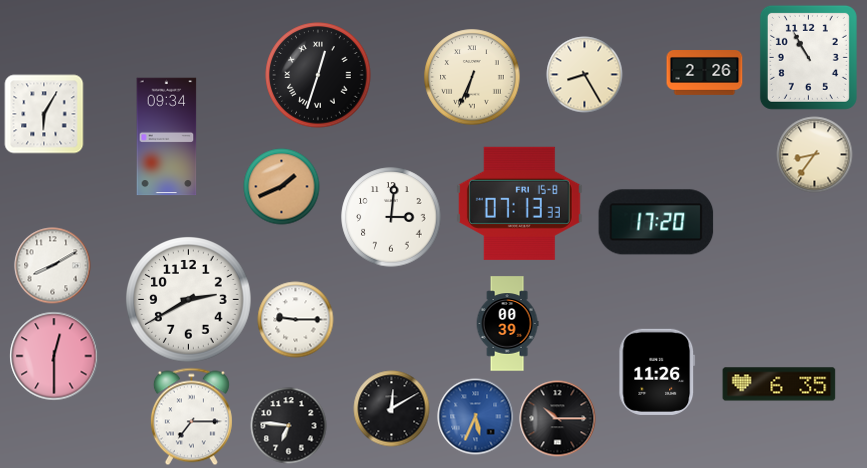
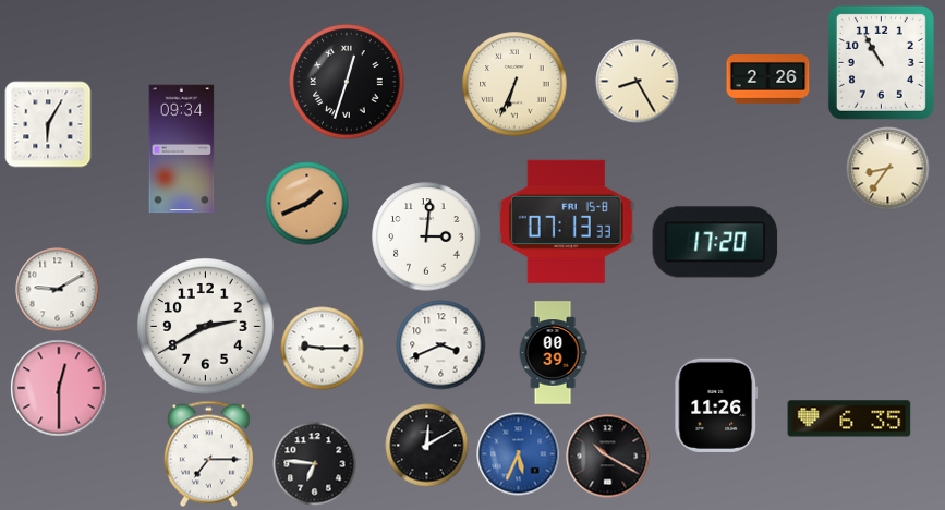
clock at (53, 266): 8:10 -> 9:10
clock at (441, 345): none -> 3:41
clock at (558, 419): 10:15 -> 10:20
